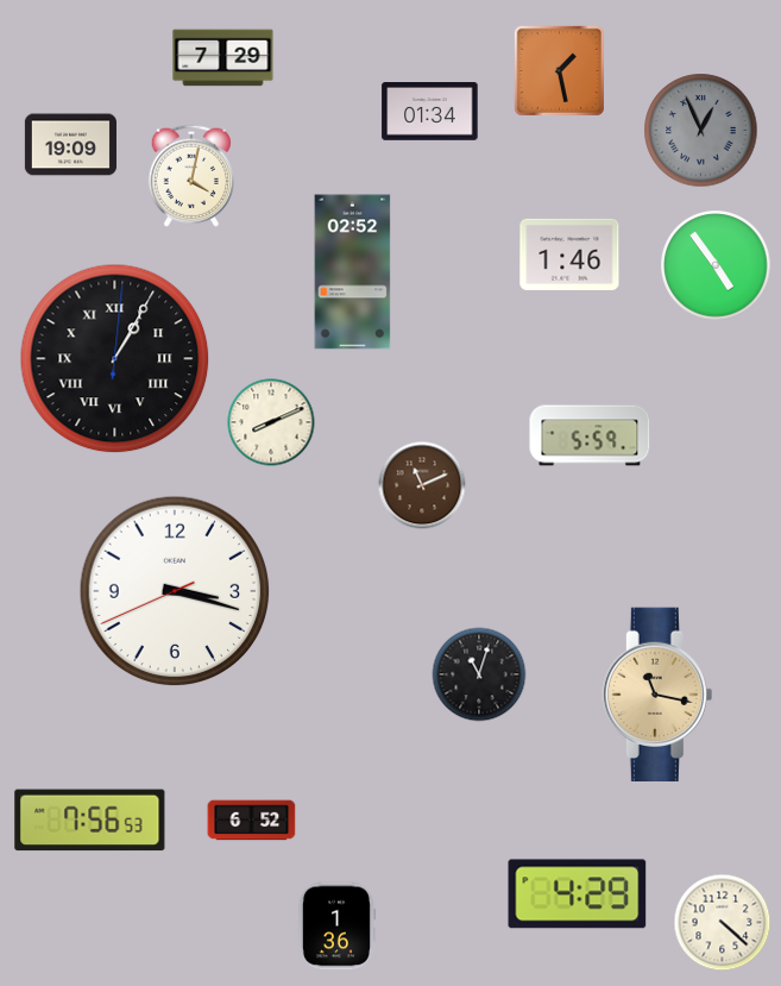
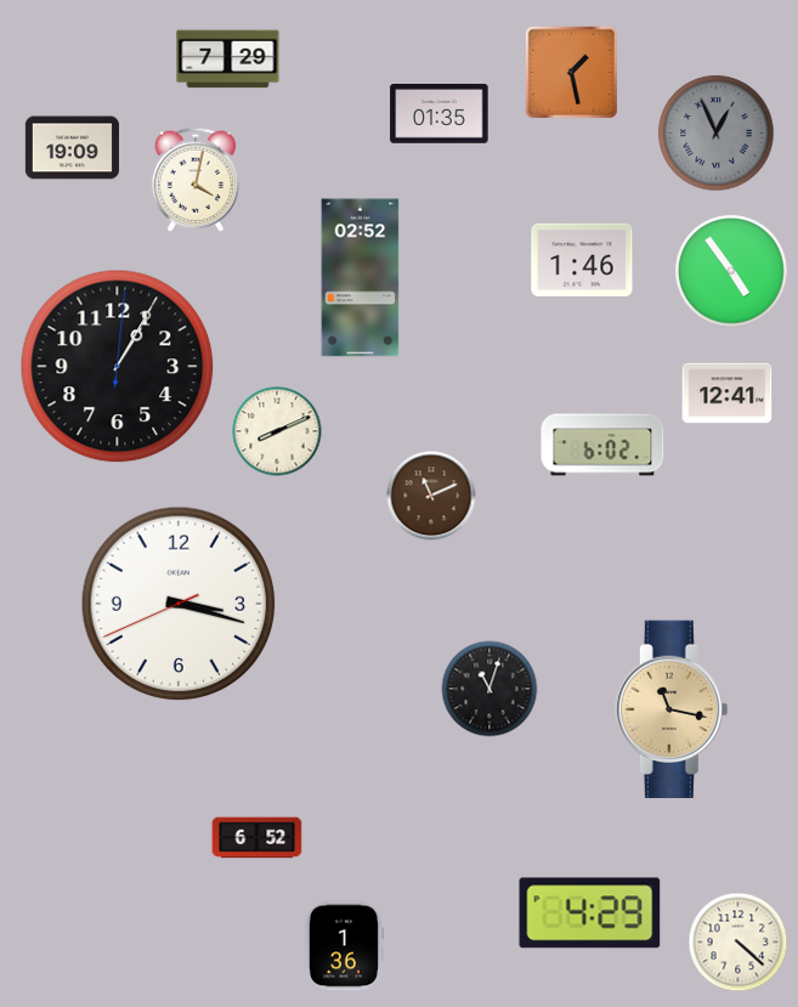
clock at (430, 112): 01:34 -> 01:35
clock at (115, 359) numerals: Roman -> Arabic
clock at (728, 394): none -> 12:41
clock at (590, 435): 5:59 -> 6:02
clock at (90, 821): 7:56 -> none
